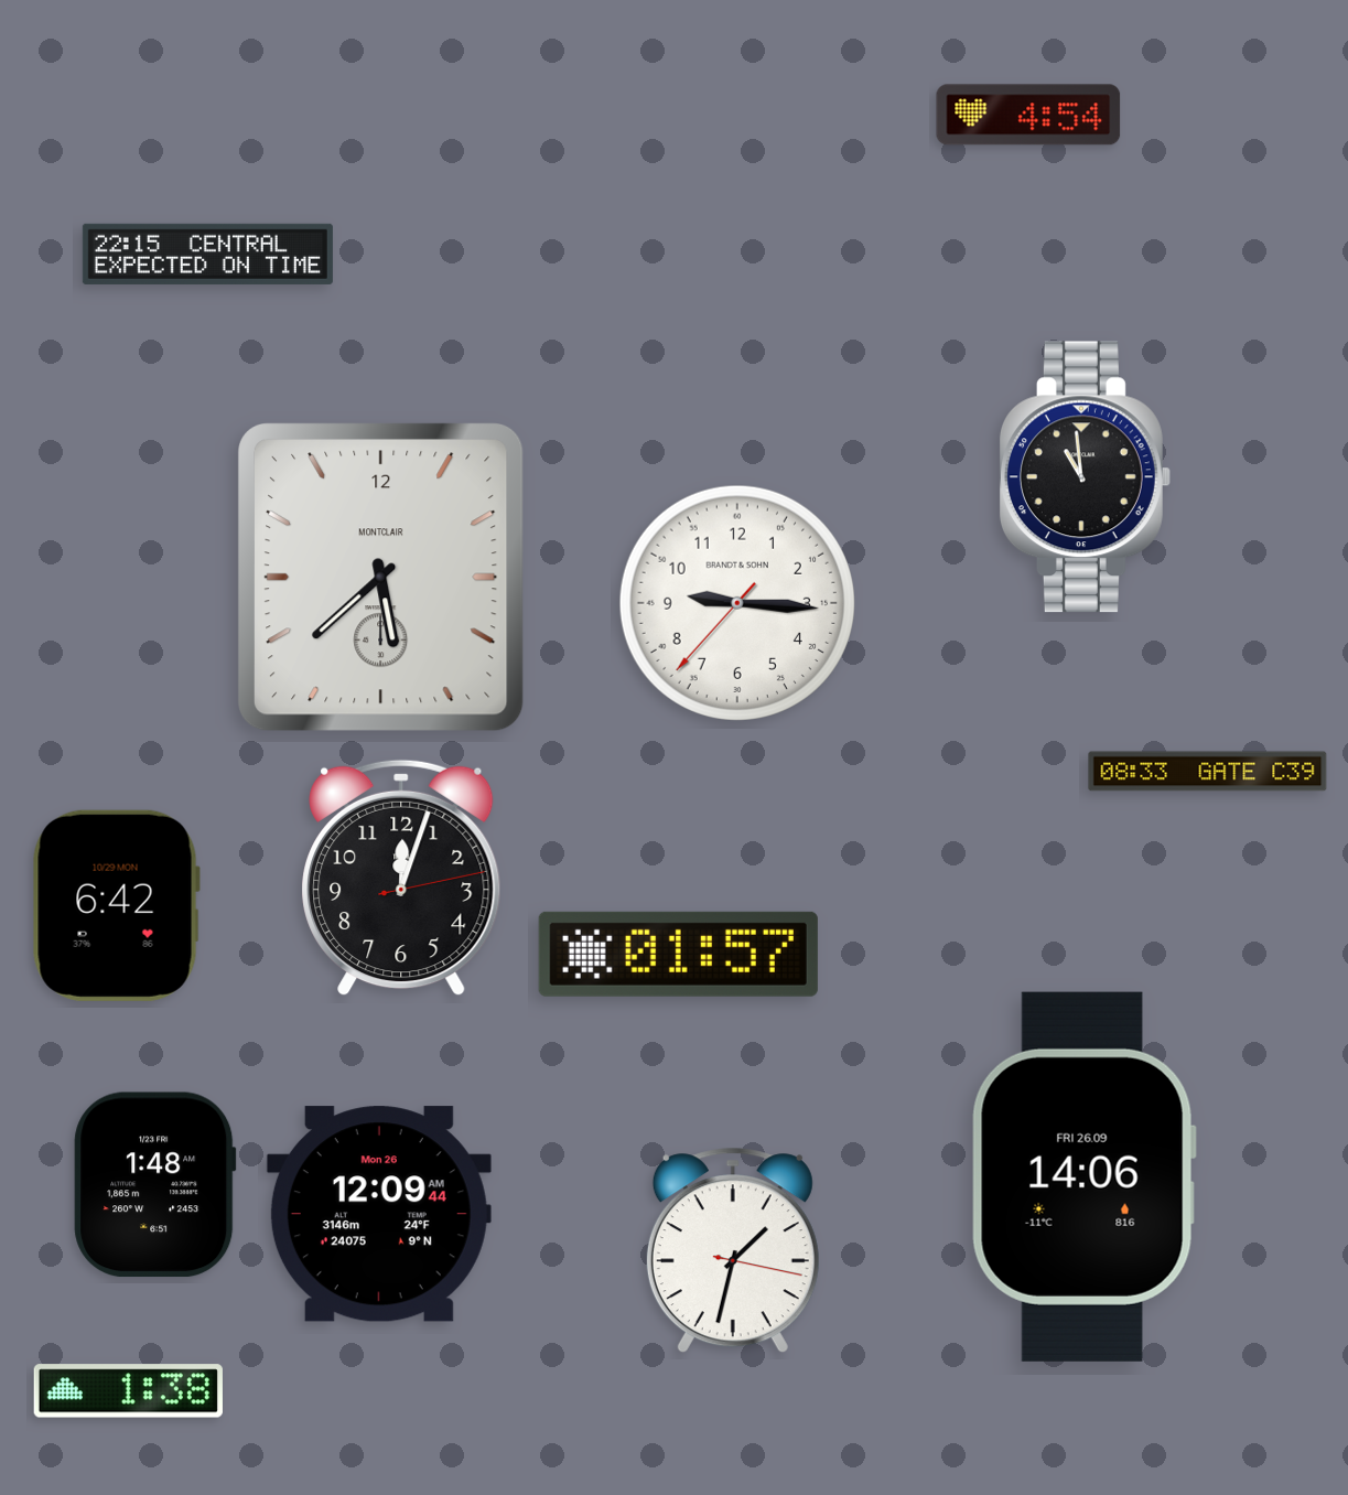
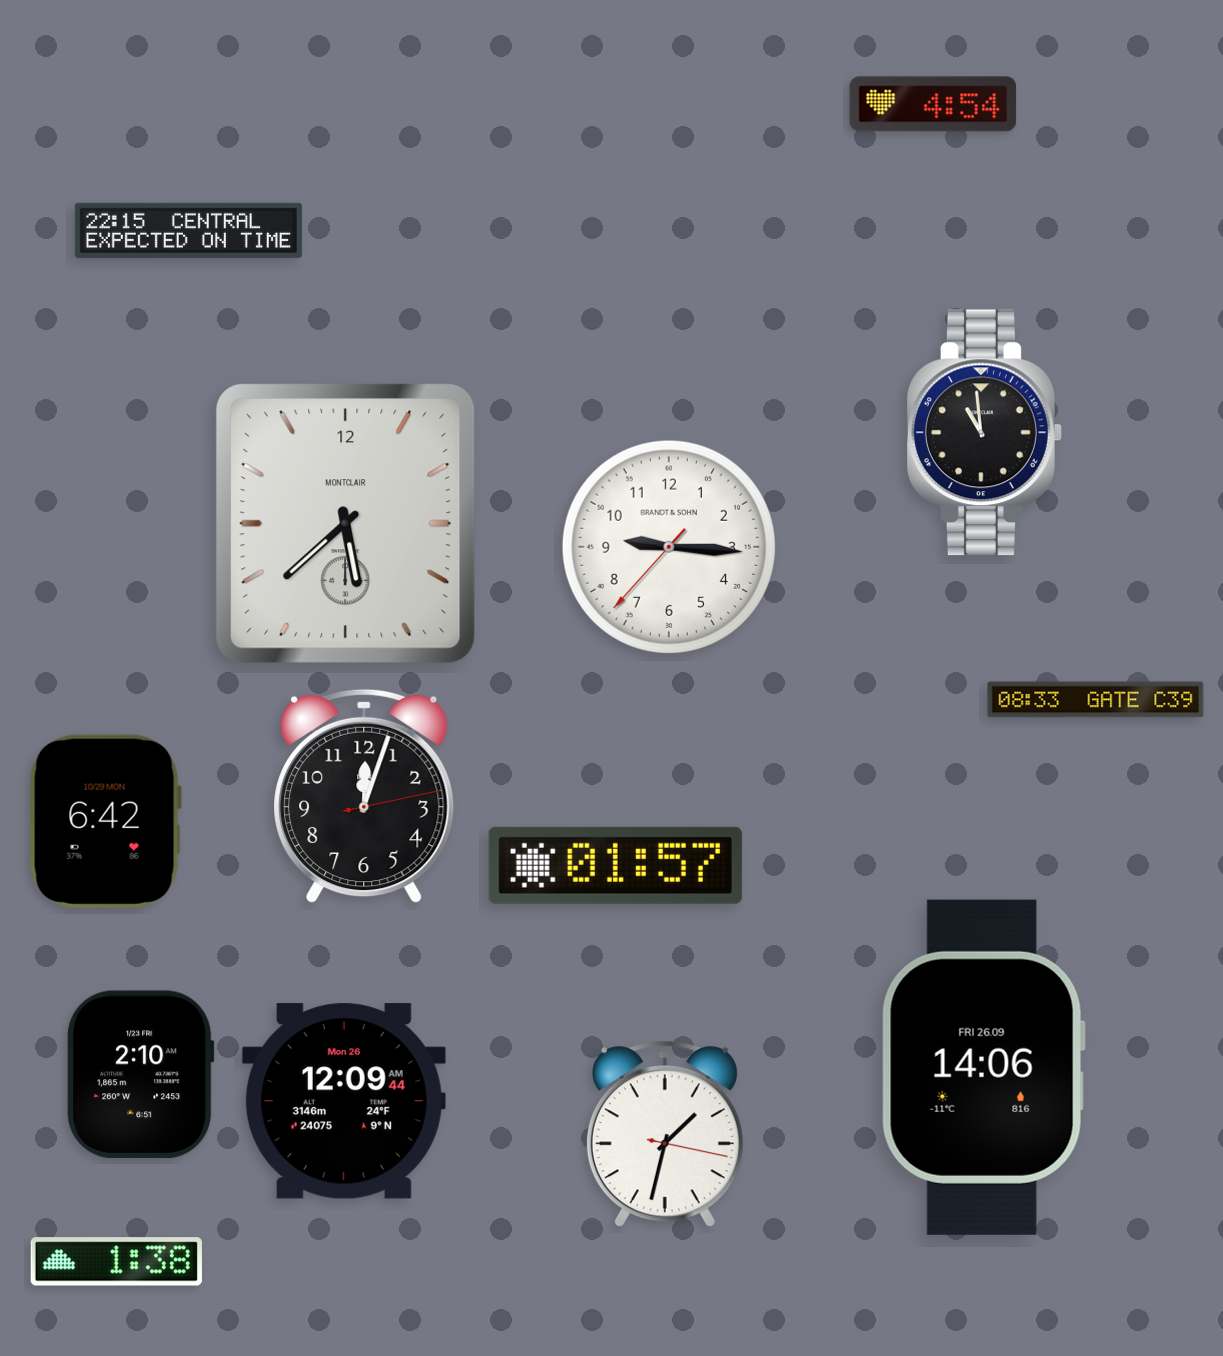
clock at (155, 1185): 1:48 -> 2:10
